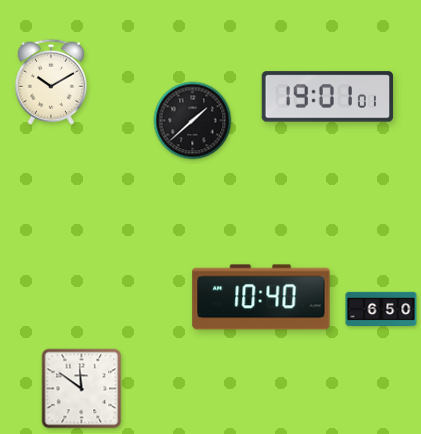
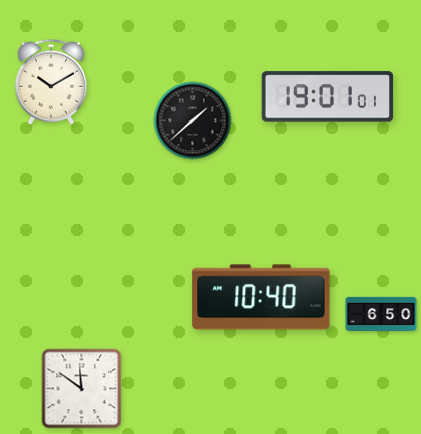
clock at (381, 309) position: (381, 309) -> (381, 314)
